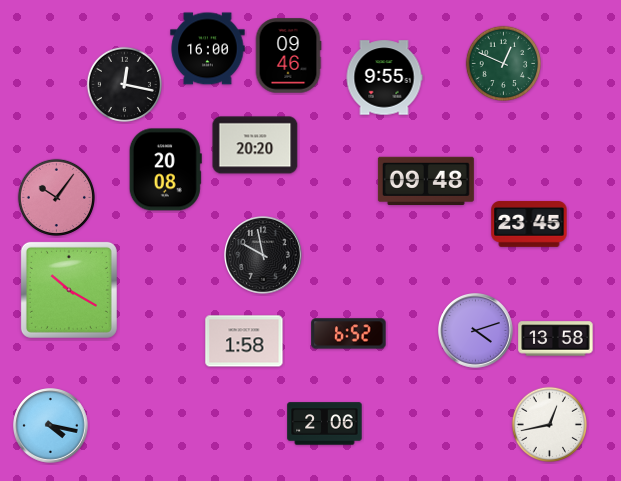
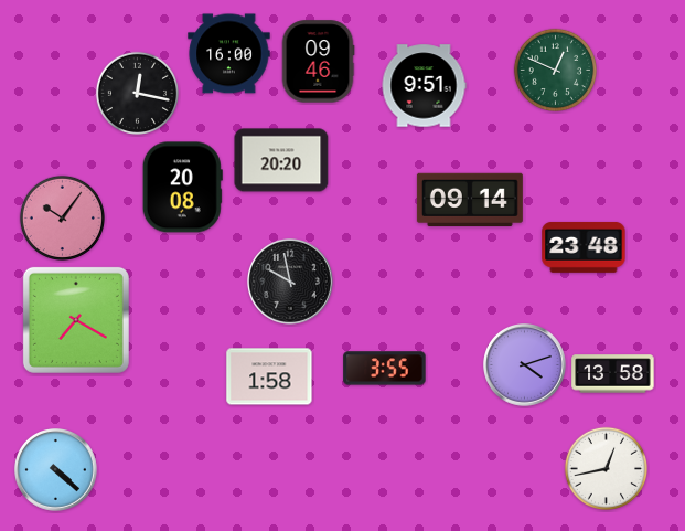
clock at (384, 78): 9:55 -> 9:51
clock at (426, 180): 09:48 -> 09:14
clock at (529, 224): 23:45 -> 23:48
clock at (69, 290): 10:20 -> 7:20
clock at (349, 334): 6:52 -> 3:55
clock at (325, 424): 2:06 -> none
clock at (51, 426): 4:17 -> 4:22
